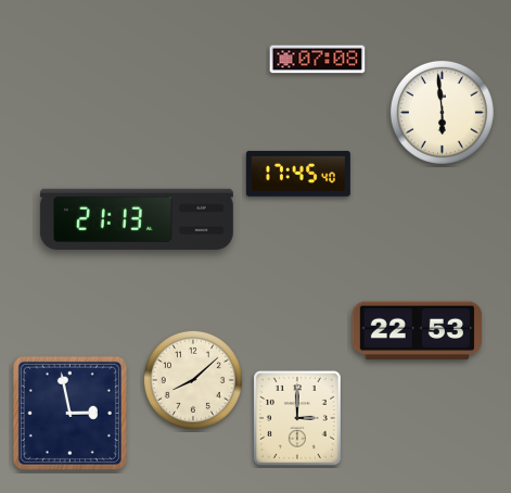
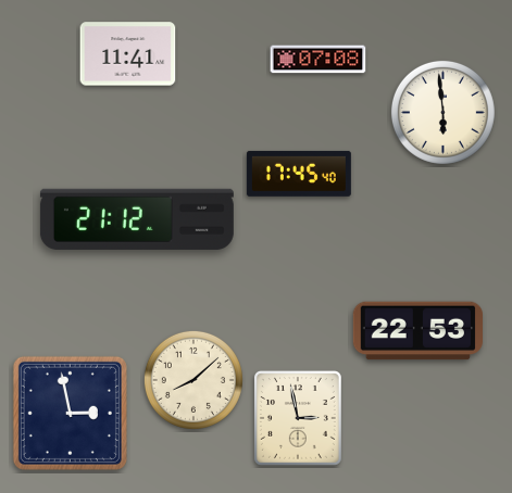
clock at (128, 54): none -> 11:41
clock at (137, 219): 21:13 -> 21:12
clock at (297, 418): 3:00 -> 2:58
